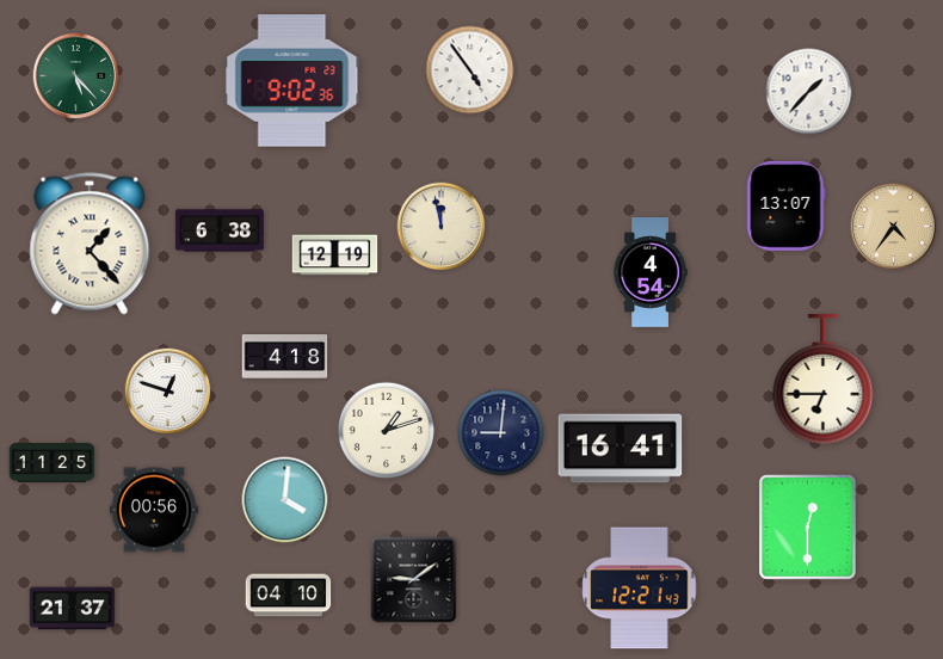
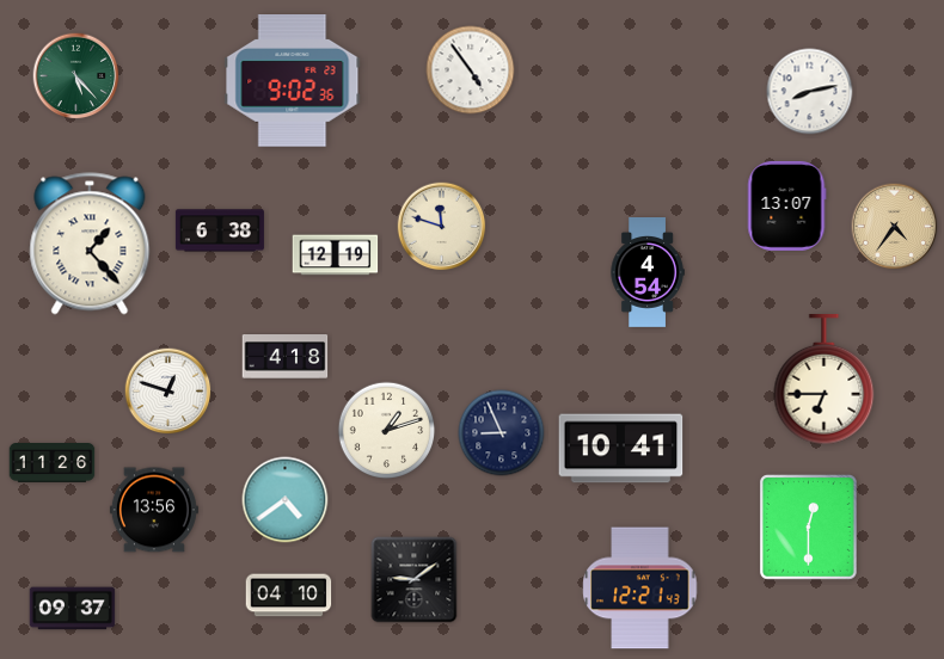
clock at (809, 92): 1:37 -> 8:13
clock at (442, 227): 11:58 -> 11:48
clock at (651, 273) position: (651, 273) -> (648, 273)
clock at (501, 433): 9:01 -> 8:56
clock at (621, 449): 16:41 -> 10:41
clock at (53, 463): 11:25 -> 11:26
clock at (285, 500): 4:01 -> 4:39
clock at (154, 510): 00:56 -> 13:56
clock at (73, 609): 21:37 -> 09:37
